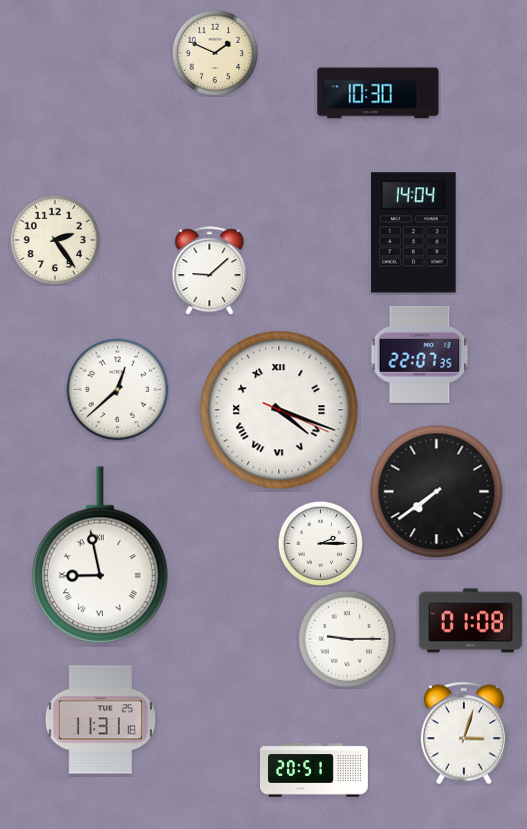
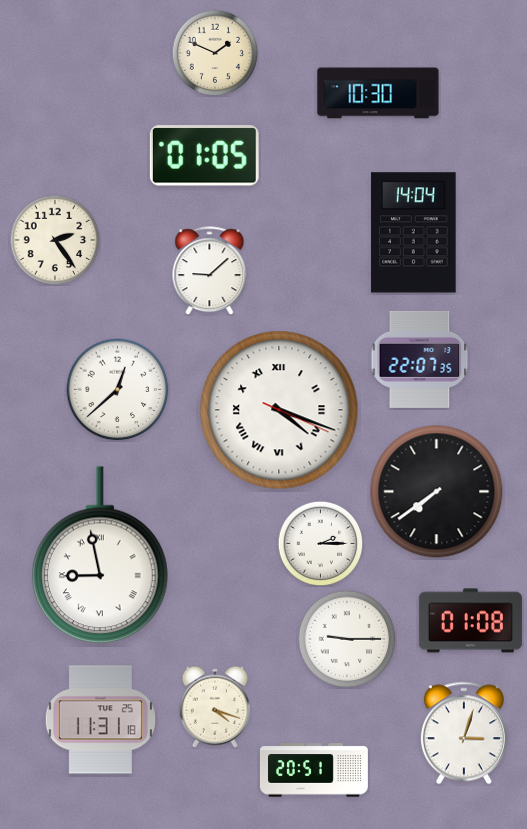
clock at (204, 156): none -> 01:05
clock at (420, 354) position: (420, 354) -> (420, 359)
clock at (215, 707): none -> 4:18
